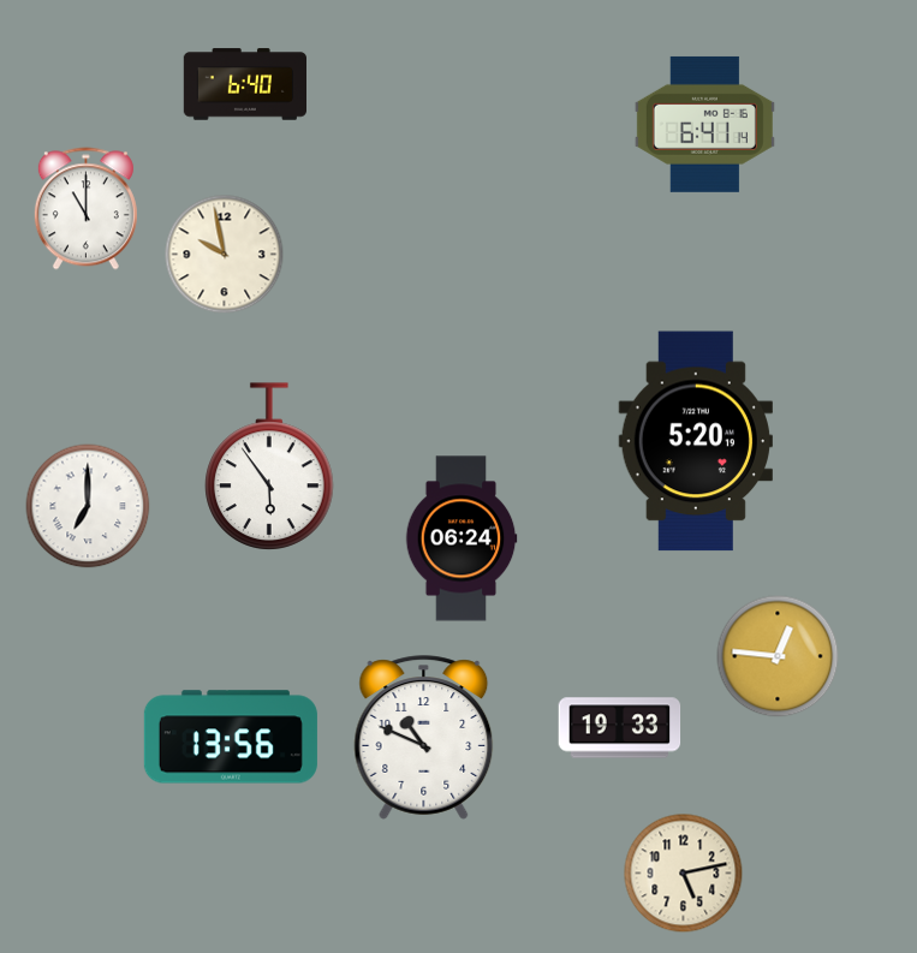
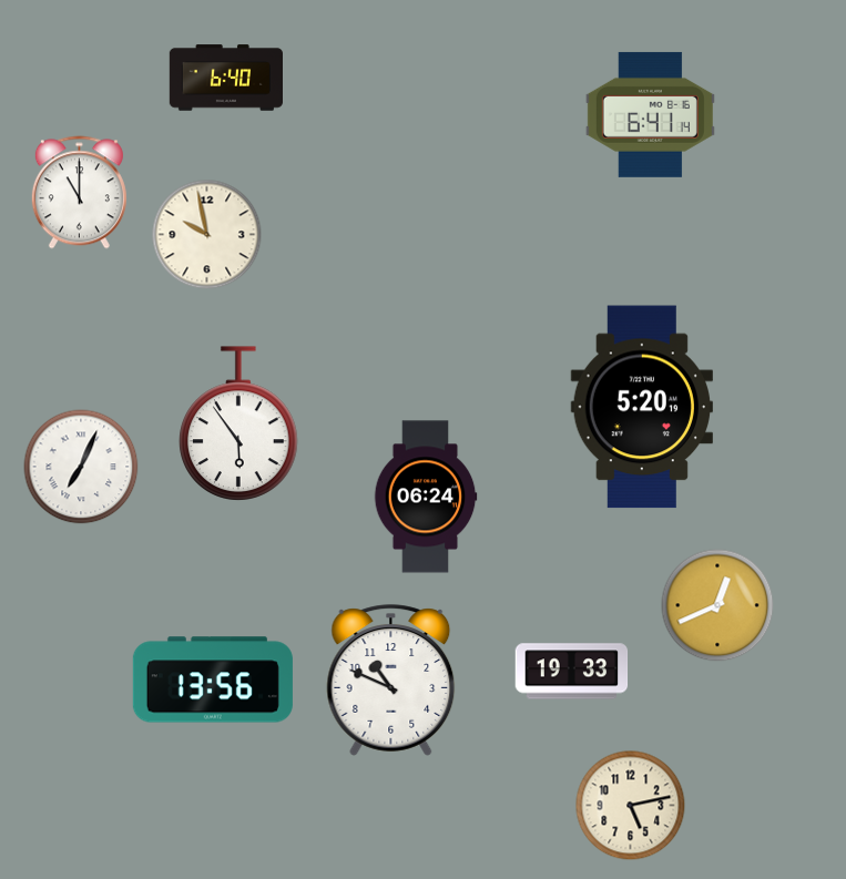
clock at (269, 466) position: (269, 466) -> (238, 423)
clock at (88, 506): 7:00 -> 7:04
clock at (778, 656): 12:46 -> 12:41
